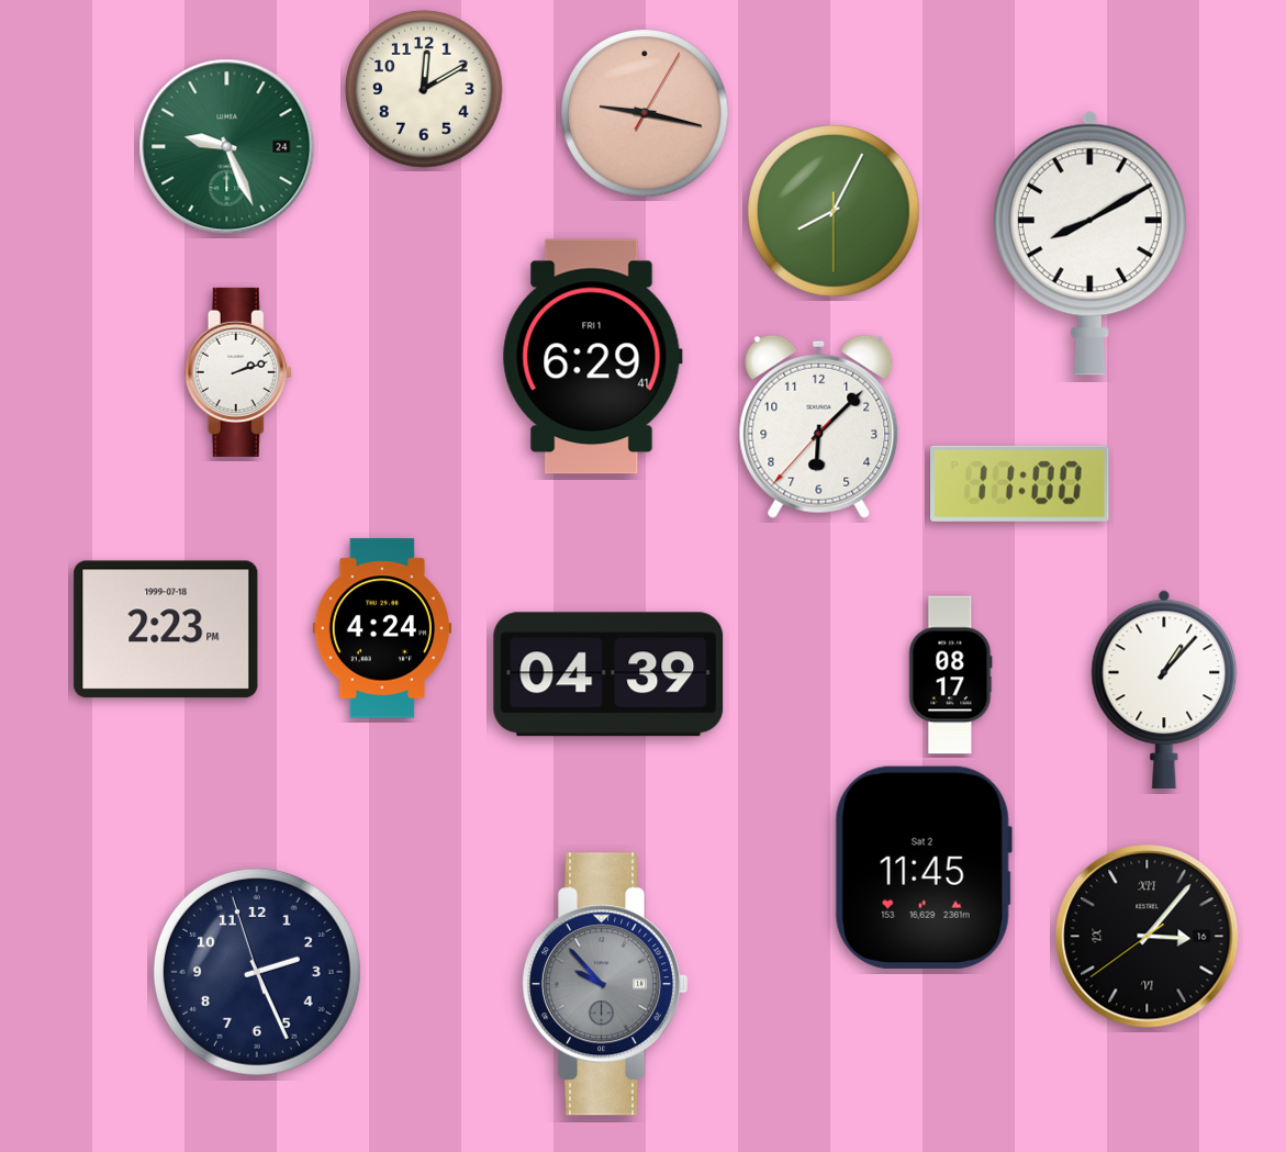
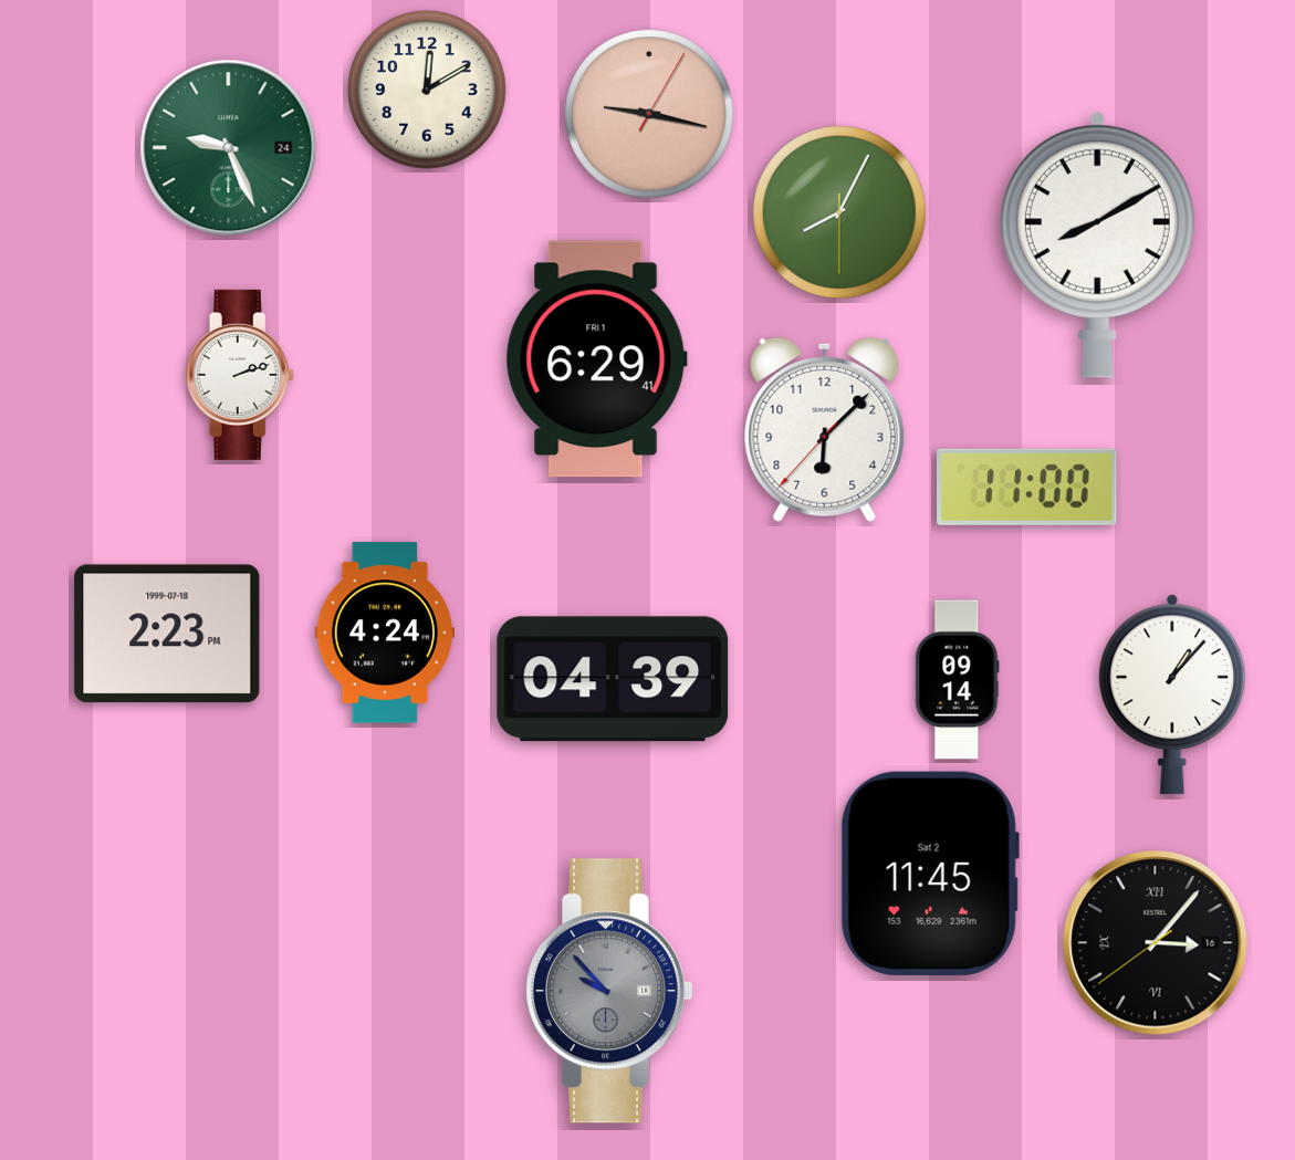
clock at (951, 675): 08:17 -> 09:14
clock at (257, 972): 2:25 -> none
